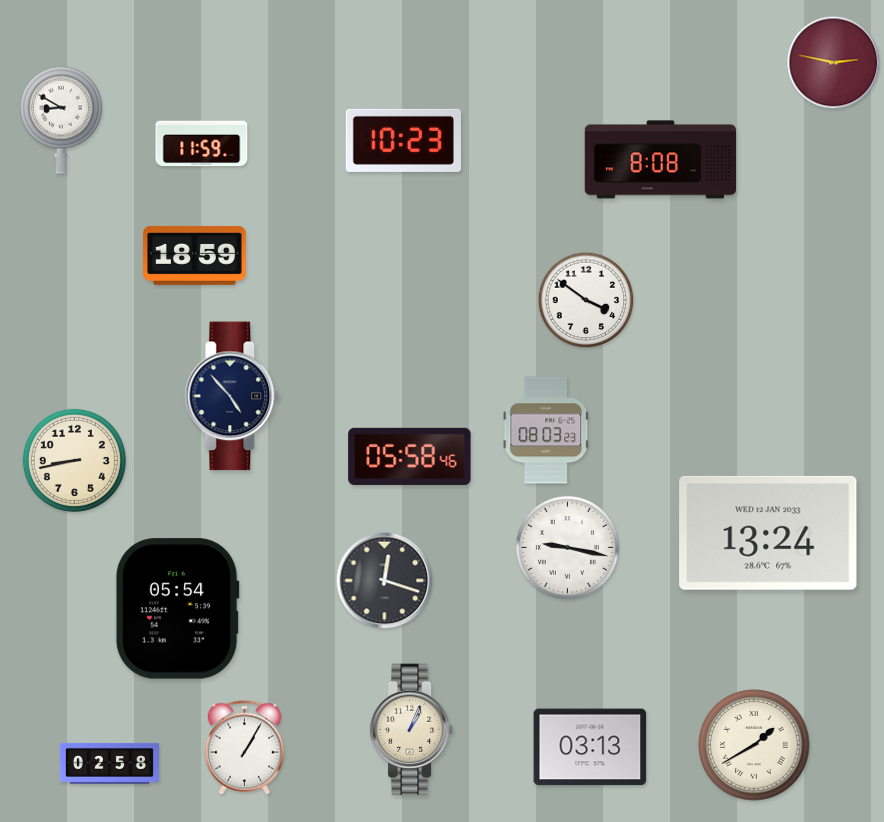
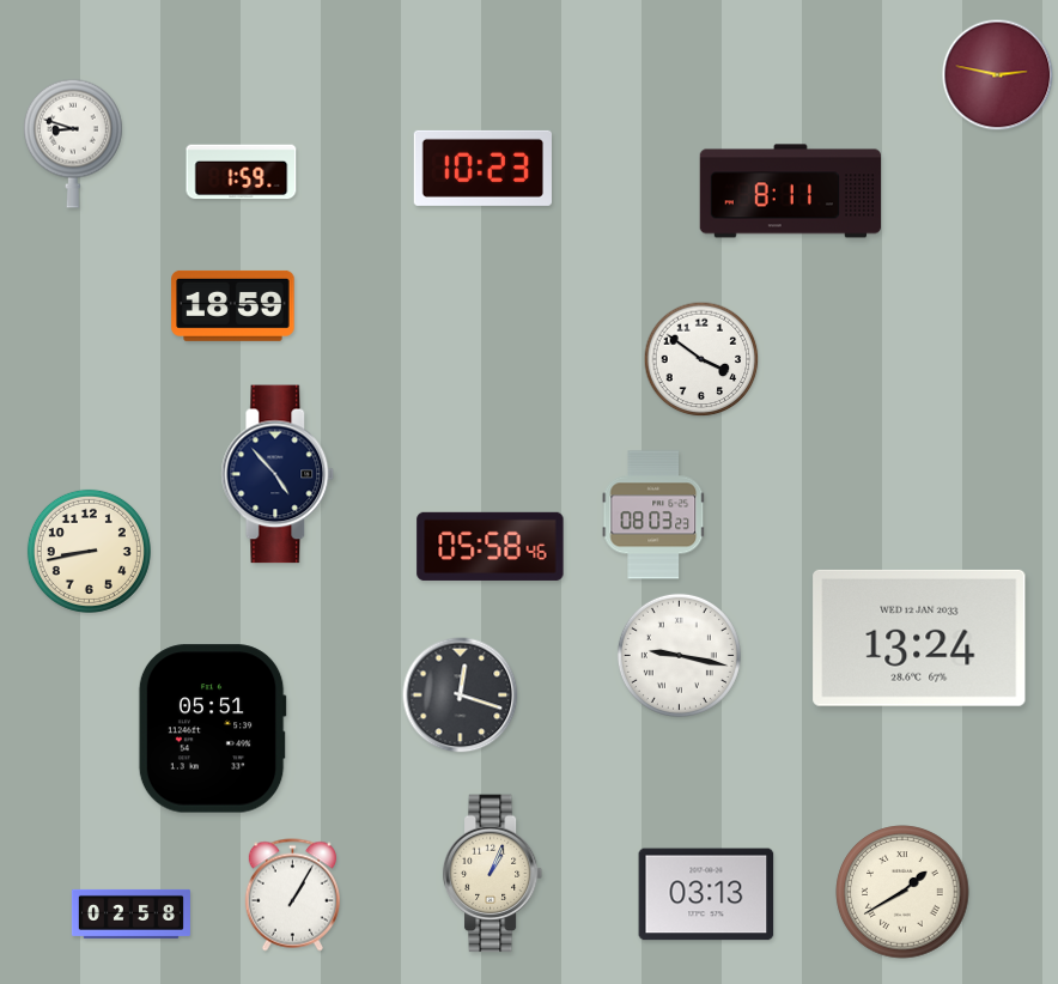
clock at (61, 120): 8:50 -> 8:48
clock at (202, 144): 11:59 -> 1:59
clock at (660, 160): 8:08 -> 8:11
clock at (177, 609): 05:54 -> 05:51
